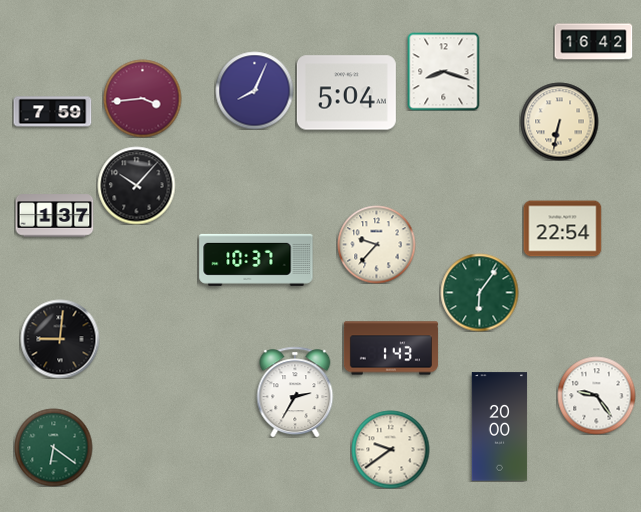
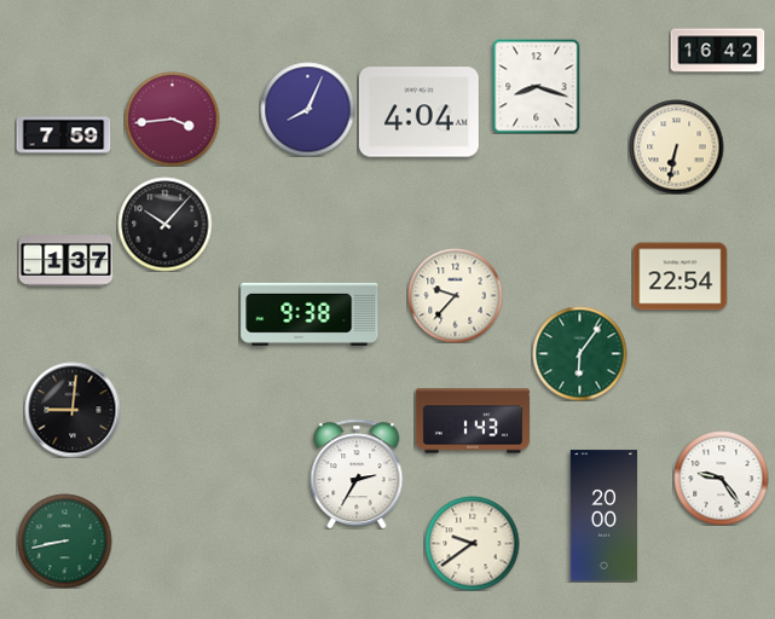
clock at (346, 93): 5:04 -> 4:04
clock at (256, 260): 10:37 -> 9:38
clock at (53, 447): 6:21 -> 8:43
